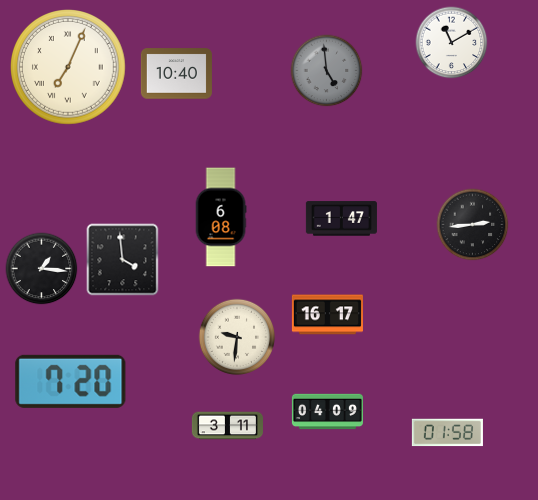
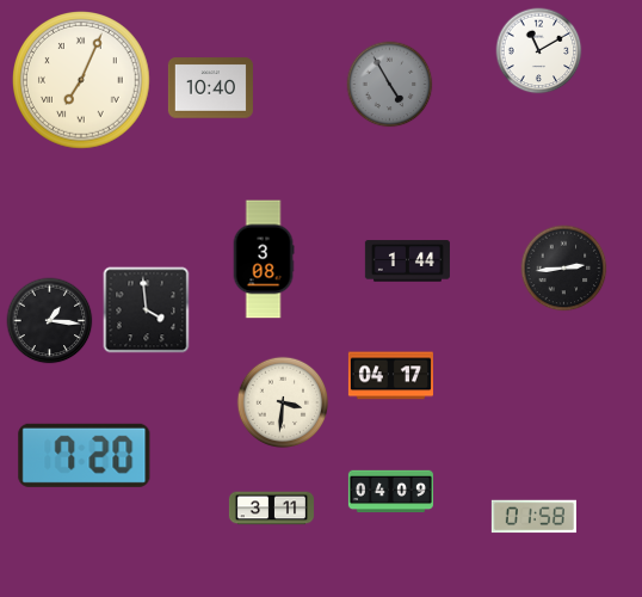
clock at (327, 71): 4:59 -> 4:55
clock at (221, 217): 6:08 -> 3:08
clock at (341, 219): 1:47 -> 1:44
clock at (327, 315): 16:17 -> 04:17
clock at (237, 337): 9:31 -> 3:31
